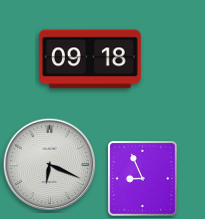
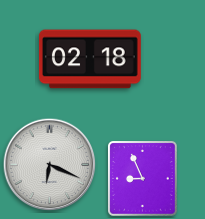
clock at (90, 59): 09:18 -> 02:18
